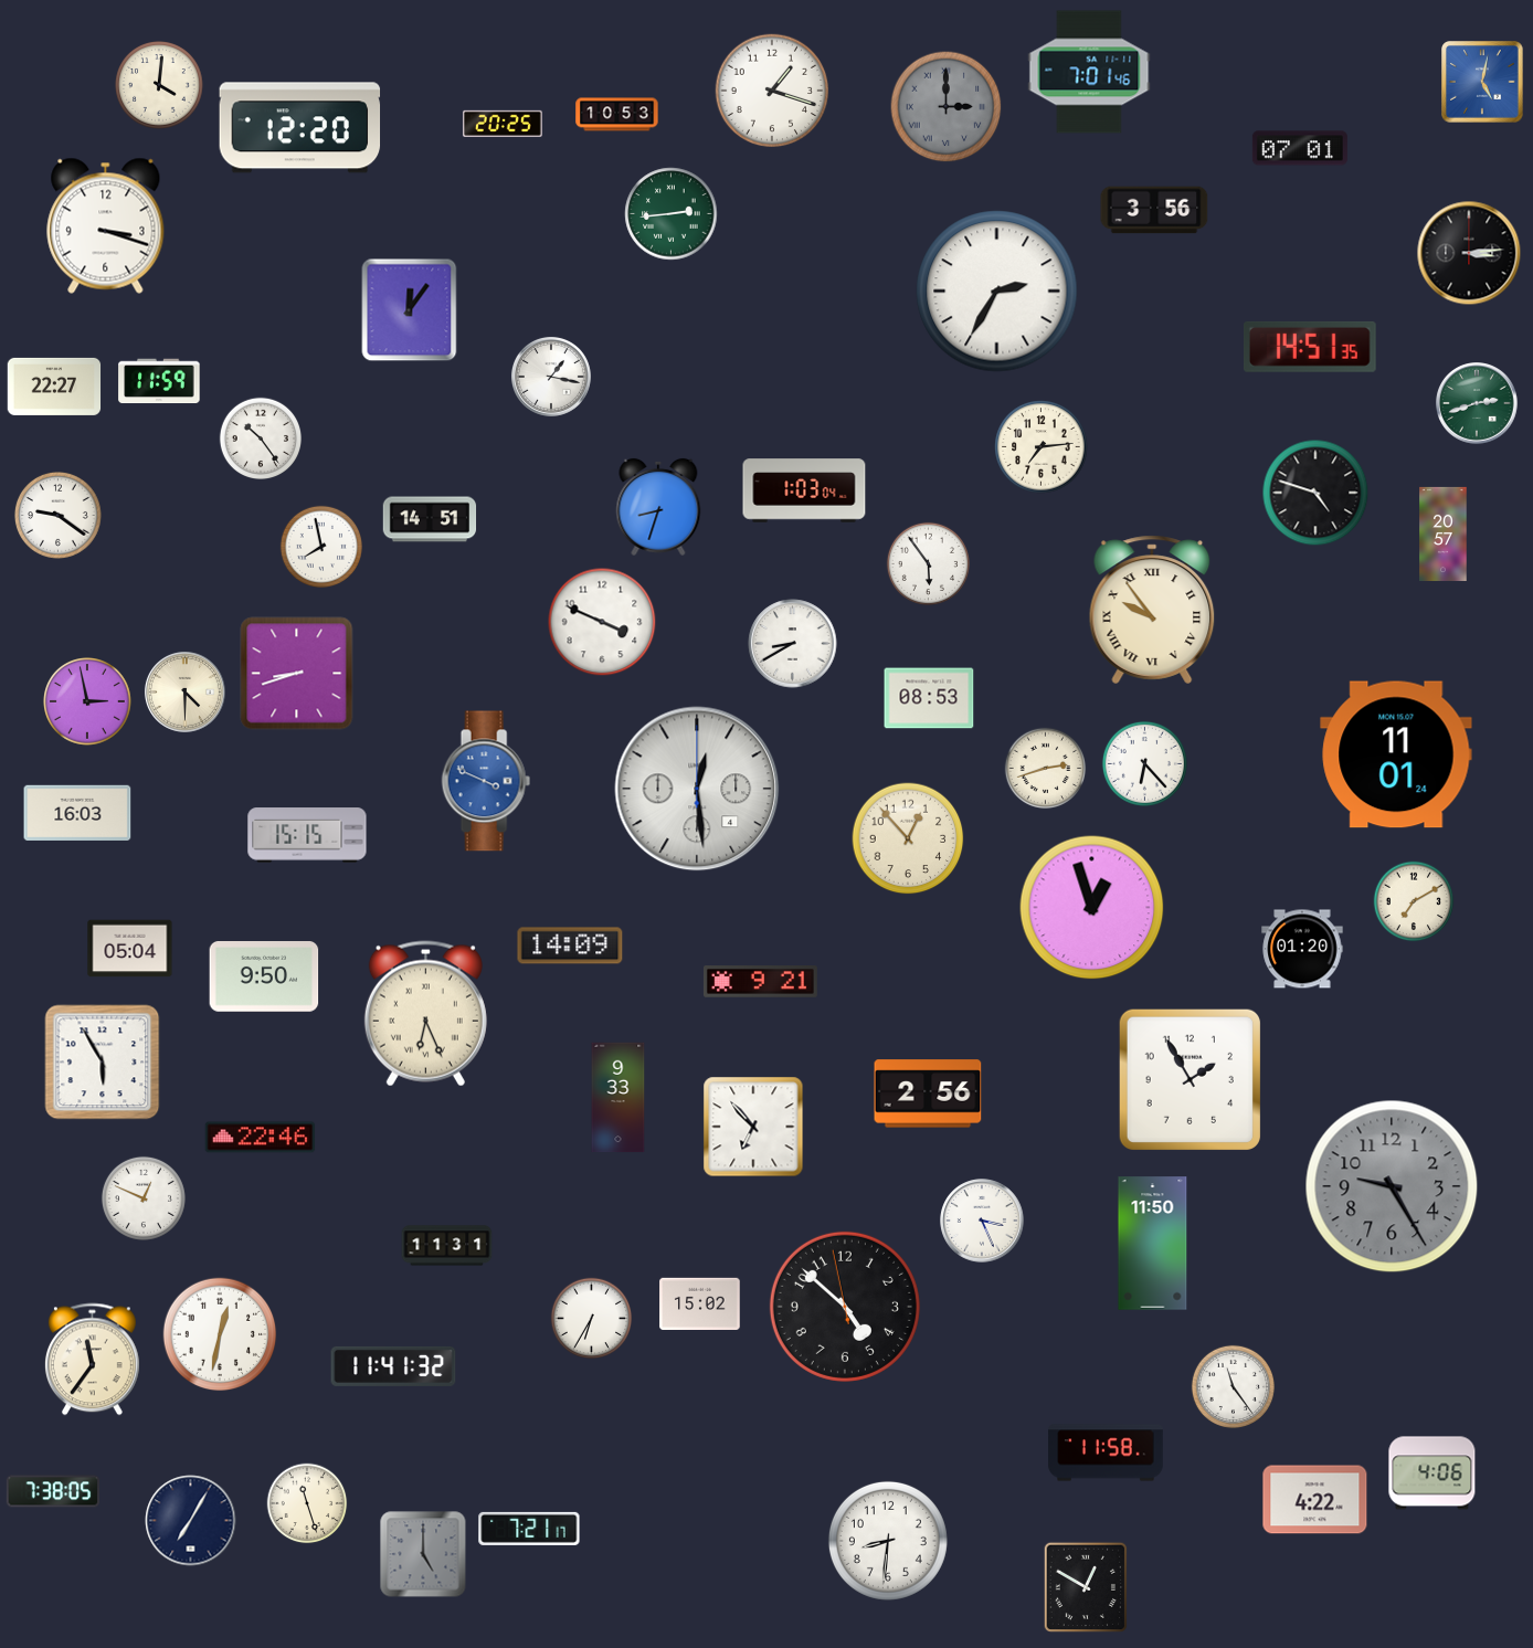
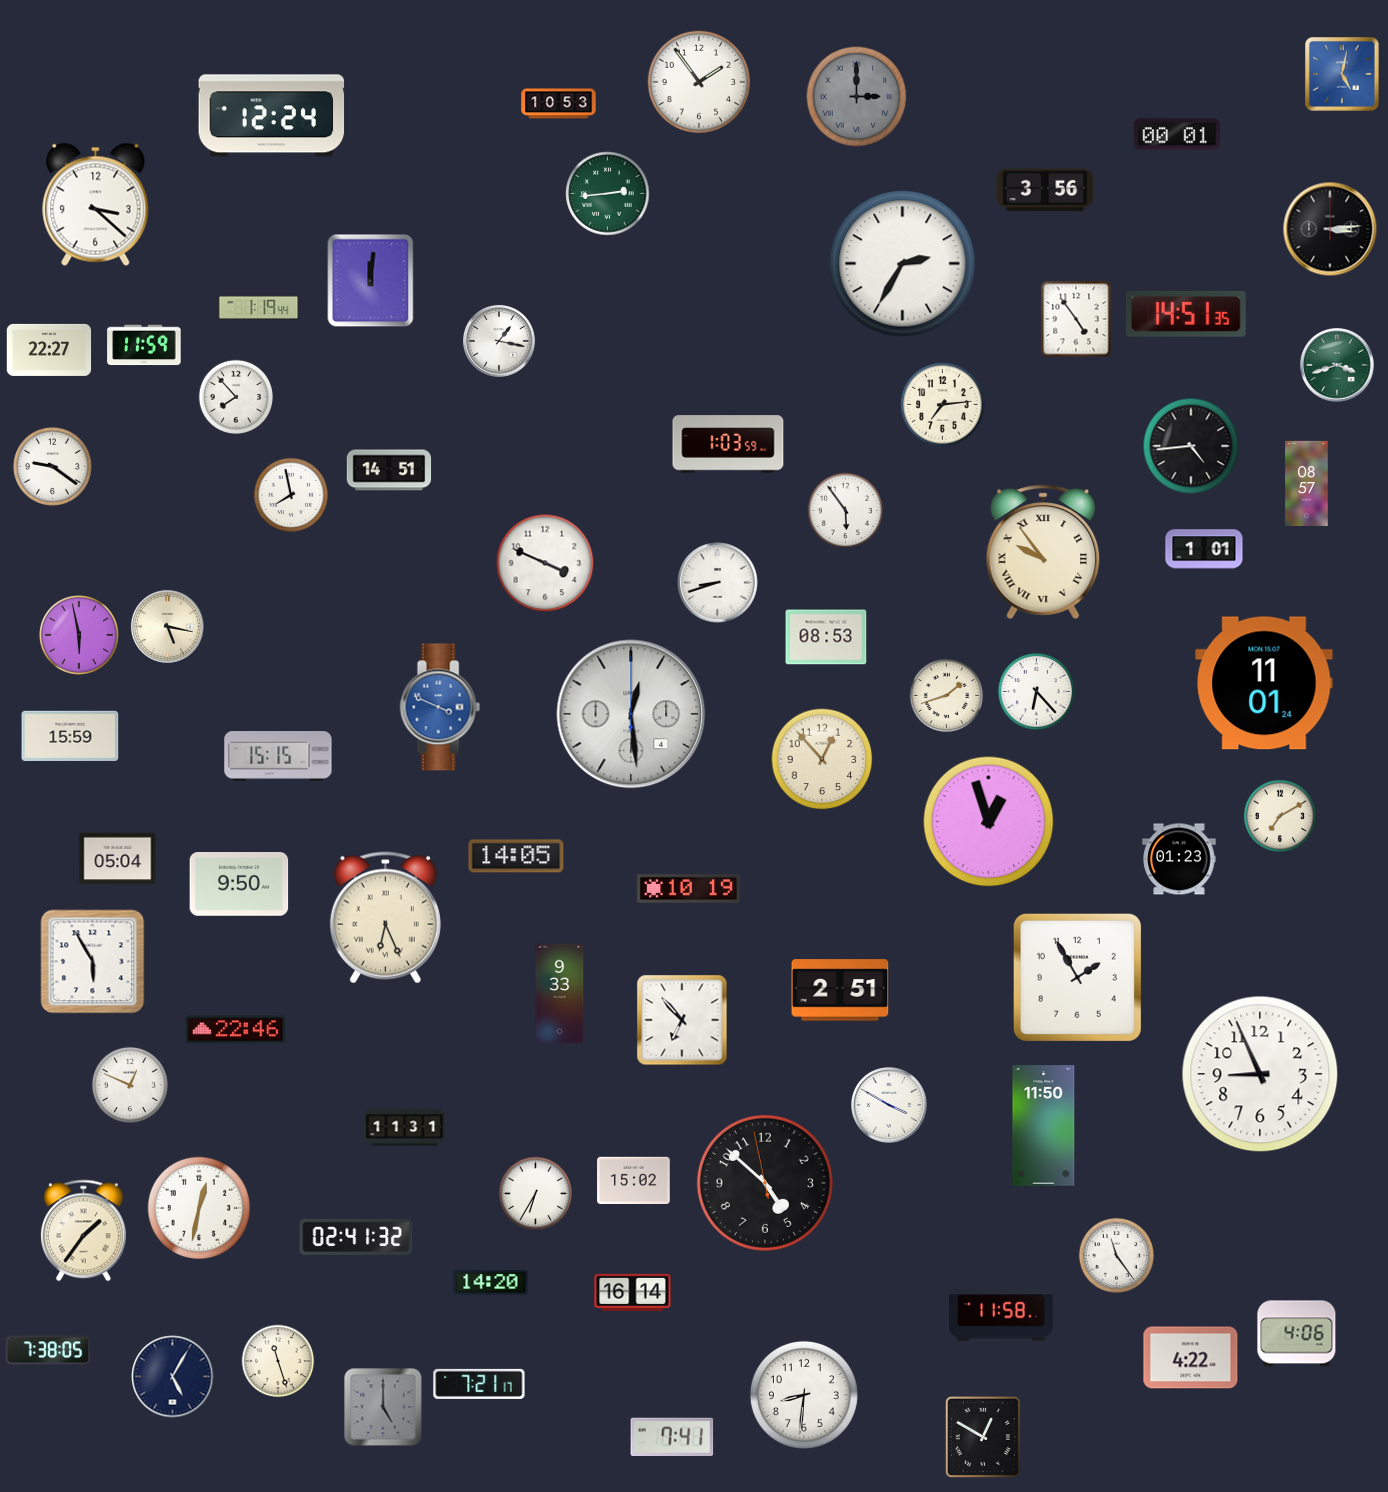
clock at (1089, 72): 7:01 -> none
clock at (160, 86): 4:01 -> none
clock at (772, 91): 1:18 -> 1:54
clock at (503, 124): 20:25 -> none
clock at (300, 128): 12:20 -> 12:24
clock at (1300, 148): 07:01 -> 00:01
clock at (106, 225): 3:18 -> 3:22
clock at (410, 310): 12:06 -> 12:01
clock at (259, 308): none -> 1:19
clock at (1076, 319): none -> 4:54
clock at (1478, 404): 2:42 -> 3:42
clock at (260, 437): 10:24 -> 7:53
clock at (804, 490): 1:03:04 -> 1:03:59
clock at (1315, 493): 4:48 -> 4:44
clock at (658, 507): 8:33 -> none
clock at (1444, 534): 20:57 -> 08:57
clock at (928, 563) position: (928, 563) -> (845, 510)
clock at (1204, 549): none -> 1:01
clock at (793, 644): 8:40 -> 8:42
clock at (297, 674): 8:42 -> none
clock at (184, 691): 4:30 -> 5:17
clock at (929, 698) position: (929, 698) -> (826, 637)
clock at (88, 702): 2:58 -> 5:58
clock at (1046, 769): 2:42 -> 1:42
clock at (77, 812): 16:03 -> 15:59
clock at (570, 946): 14:09 -> 14:05
clock at (1302, 949): 01:20 -> 01:23
clock at (760, 982): 9:21 -> 10:19
clock at (928, 1094): 2:56 -> 2:51
clock at (1392, 1186): 9:25 -> 8:56
clock at (1392, 1186) dial: grey -> white
clock at (982, 1221): 3:26 -> 3:50
clock at (92, 1360): 11:36 -> 1:36
clock at (393, 1366): 11:41 -> 02:41
clock at (491, 1283): none -> 14:20
clock at (633, 1292): none -> 16:14
clock at (191, 1521): 7:05 -> 5:05
clock at (672, 1436): none -> 7:41
